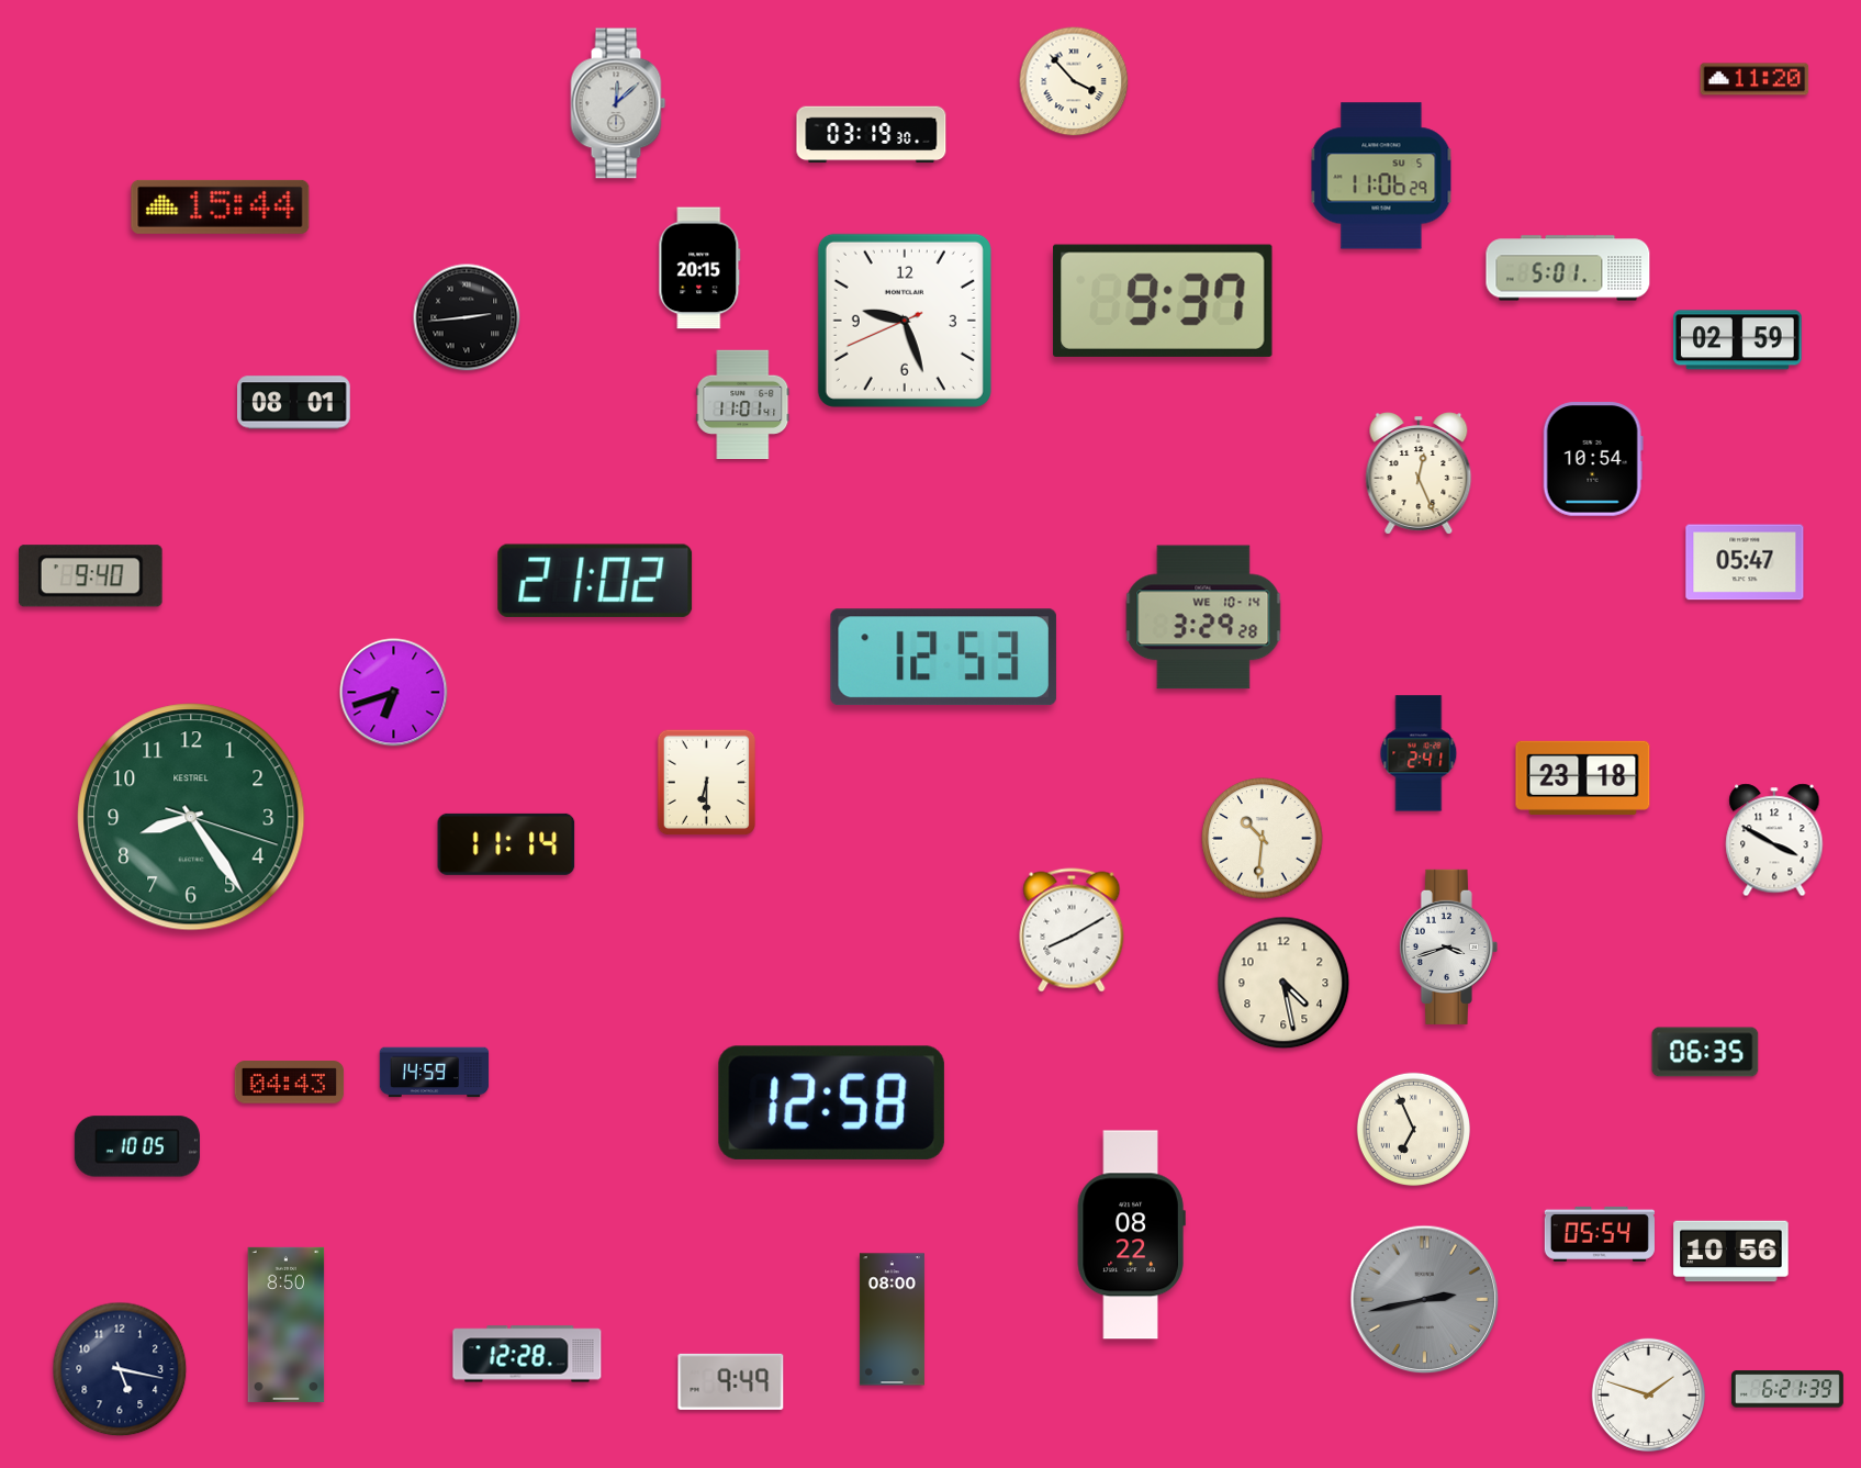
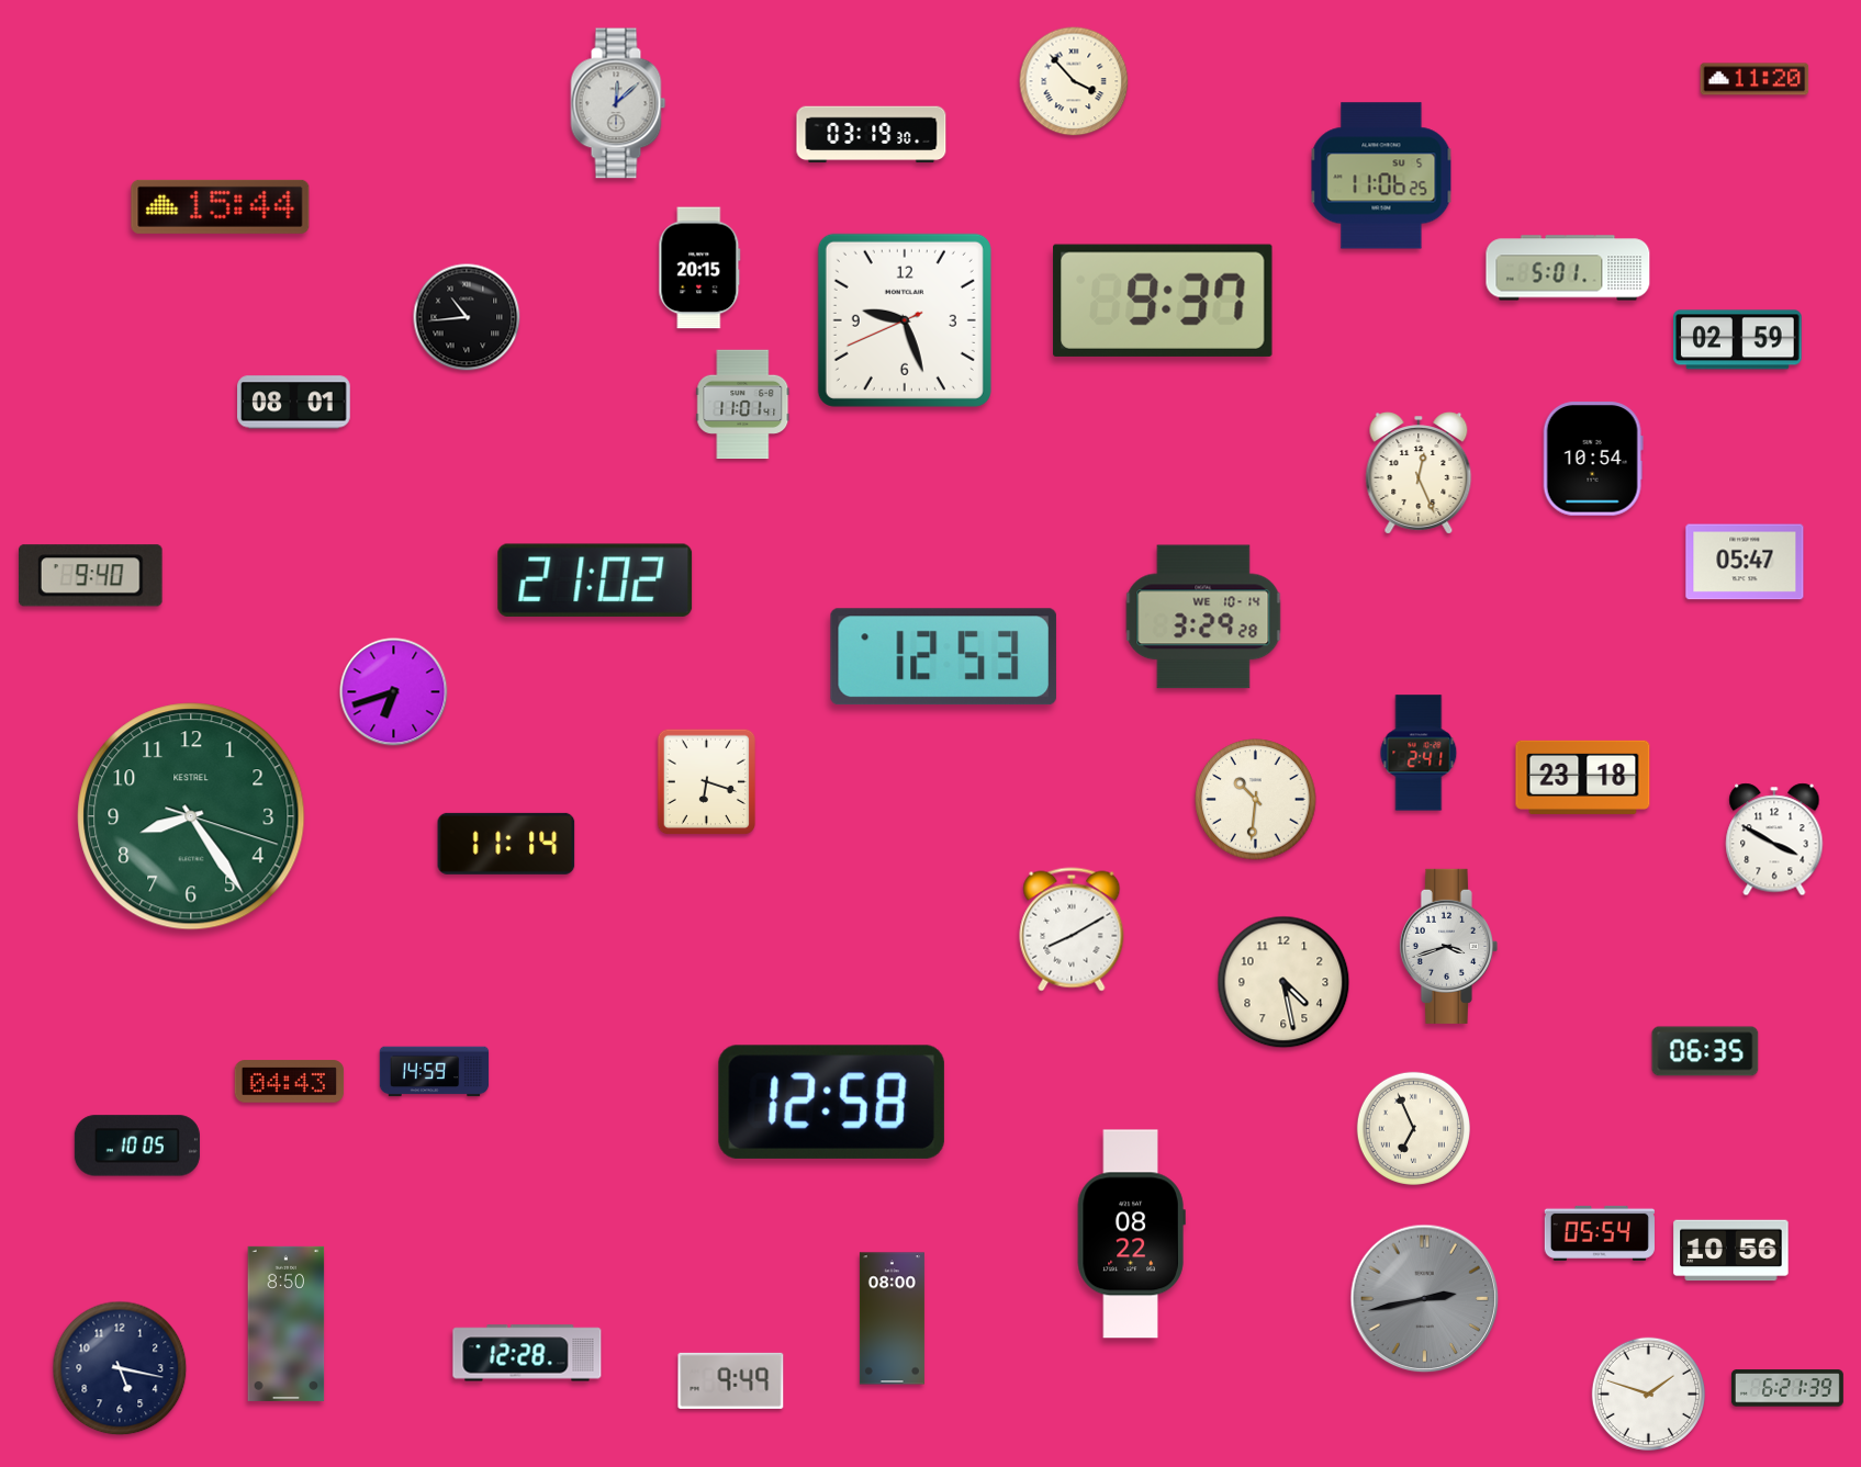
clock at (1381, 176): 11:06:29 -> 11:06:25
clock at (467, 317): 2:44 -> 10:44
clock at (707, 783): 6:30 -> 6:18
clock at (1263, 839) position: (1263, 839) -> (1256, 800)
